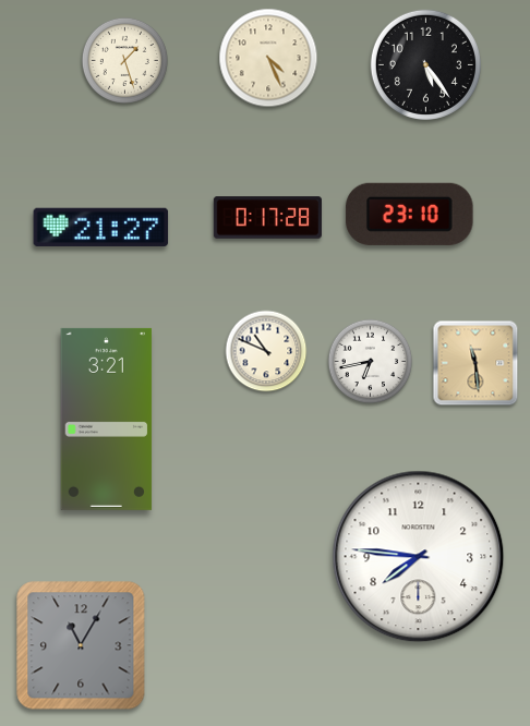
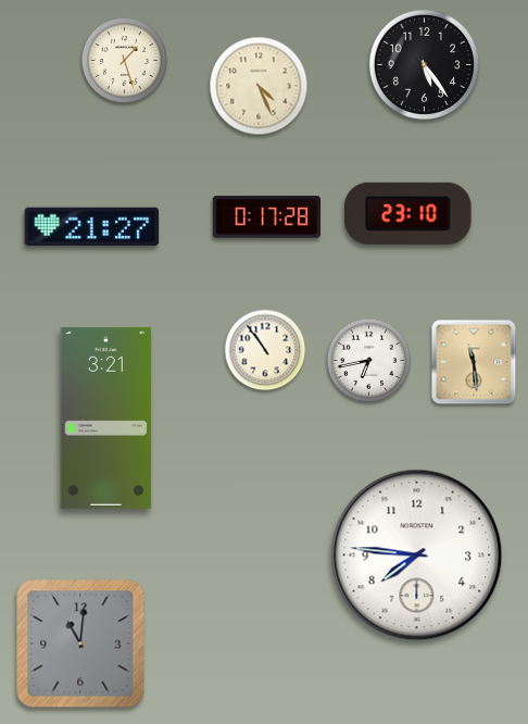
clock at (268, 58) position: (268, 58) -> (259, 86)
clock at (101, 227) position: (101, 227) -> (92, 226)
clock at (266, 351): 10:49 -> 10:54
clock at (81, 645): 11:05 -> 11:01
